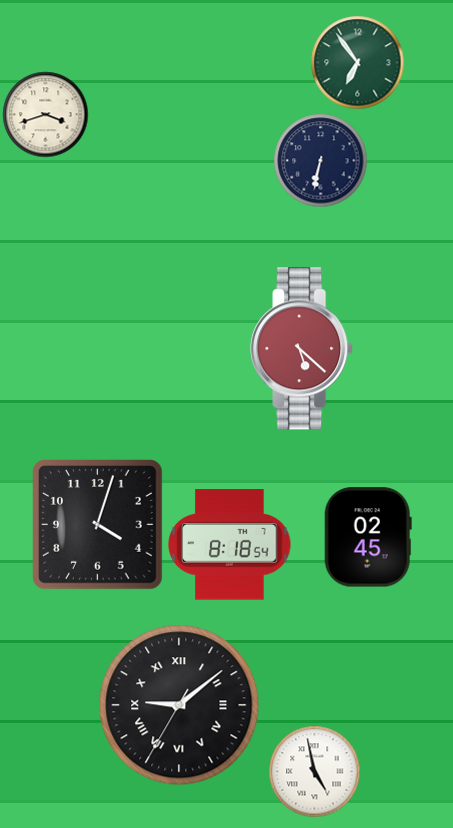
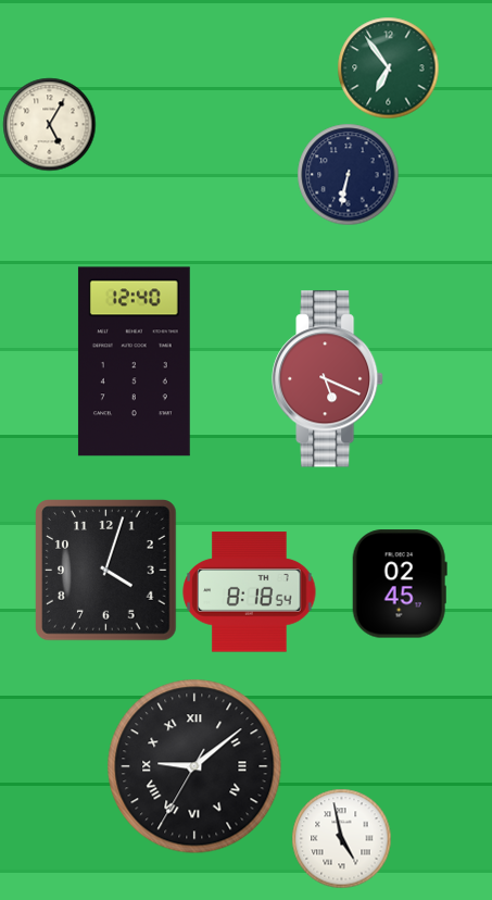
clock at (45, 114): 3:42 -> 5:05
clock at (134, 362): none -> 12:40
clock at (302, 349): 5:22 -> 5:19
